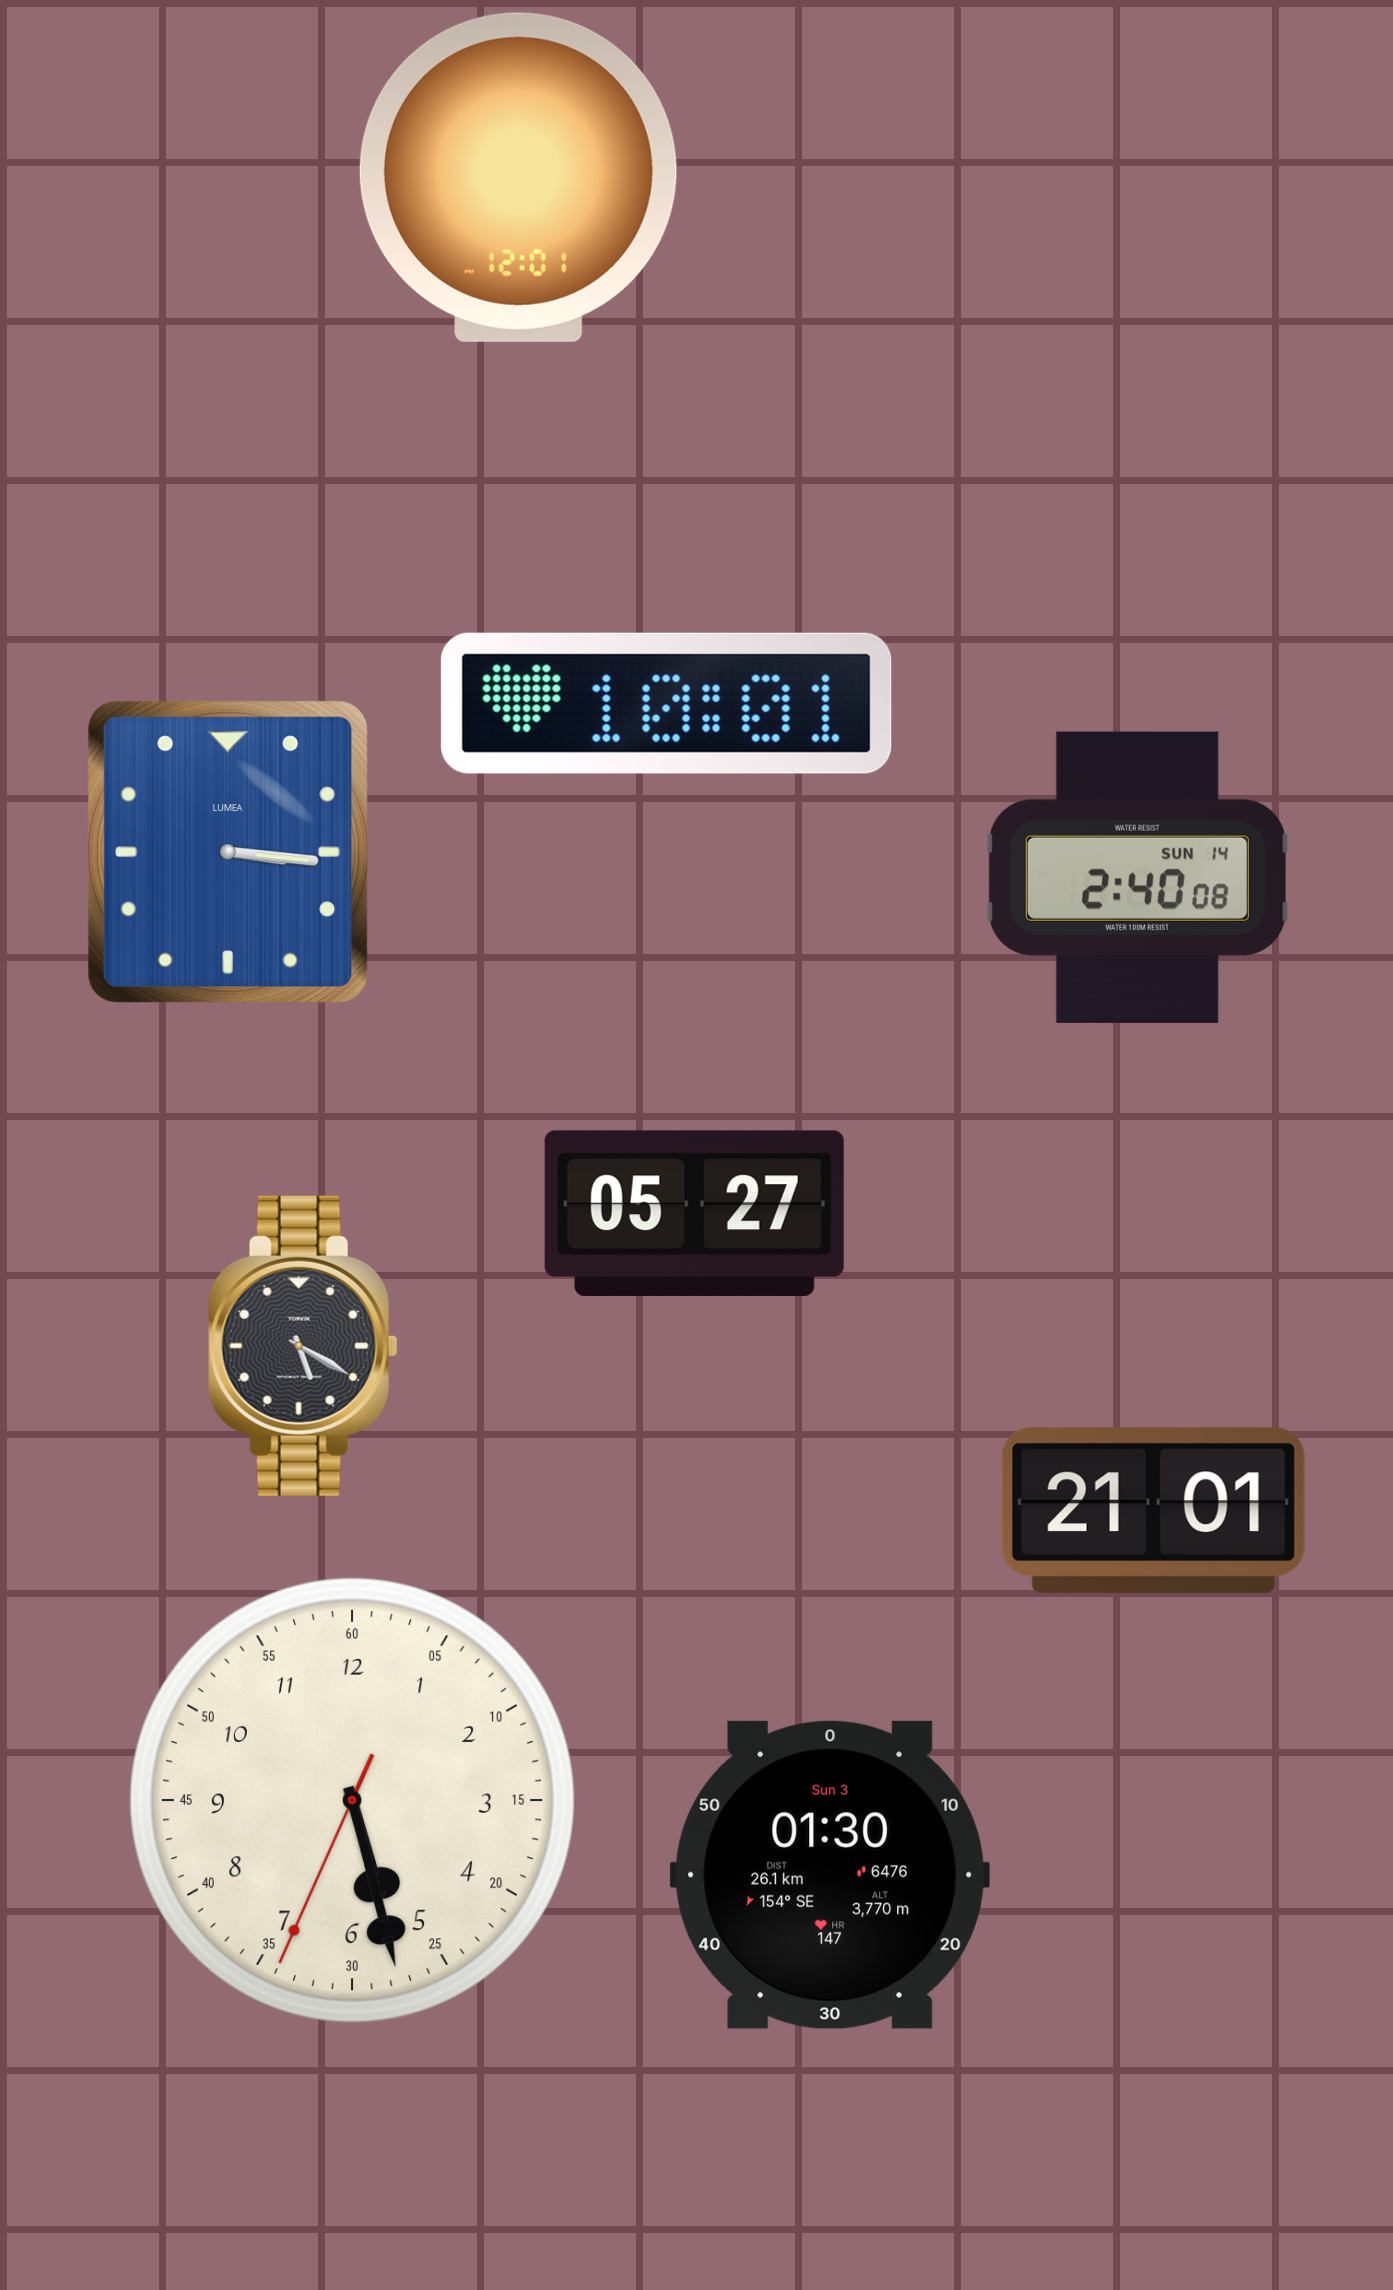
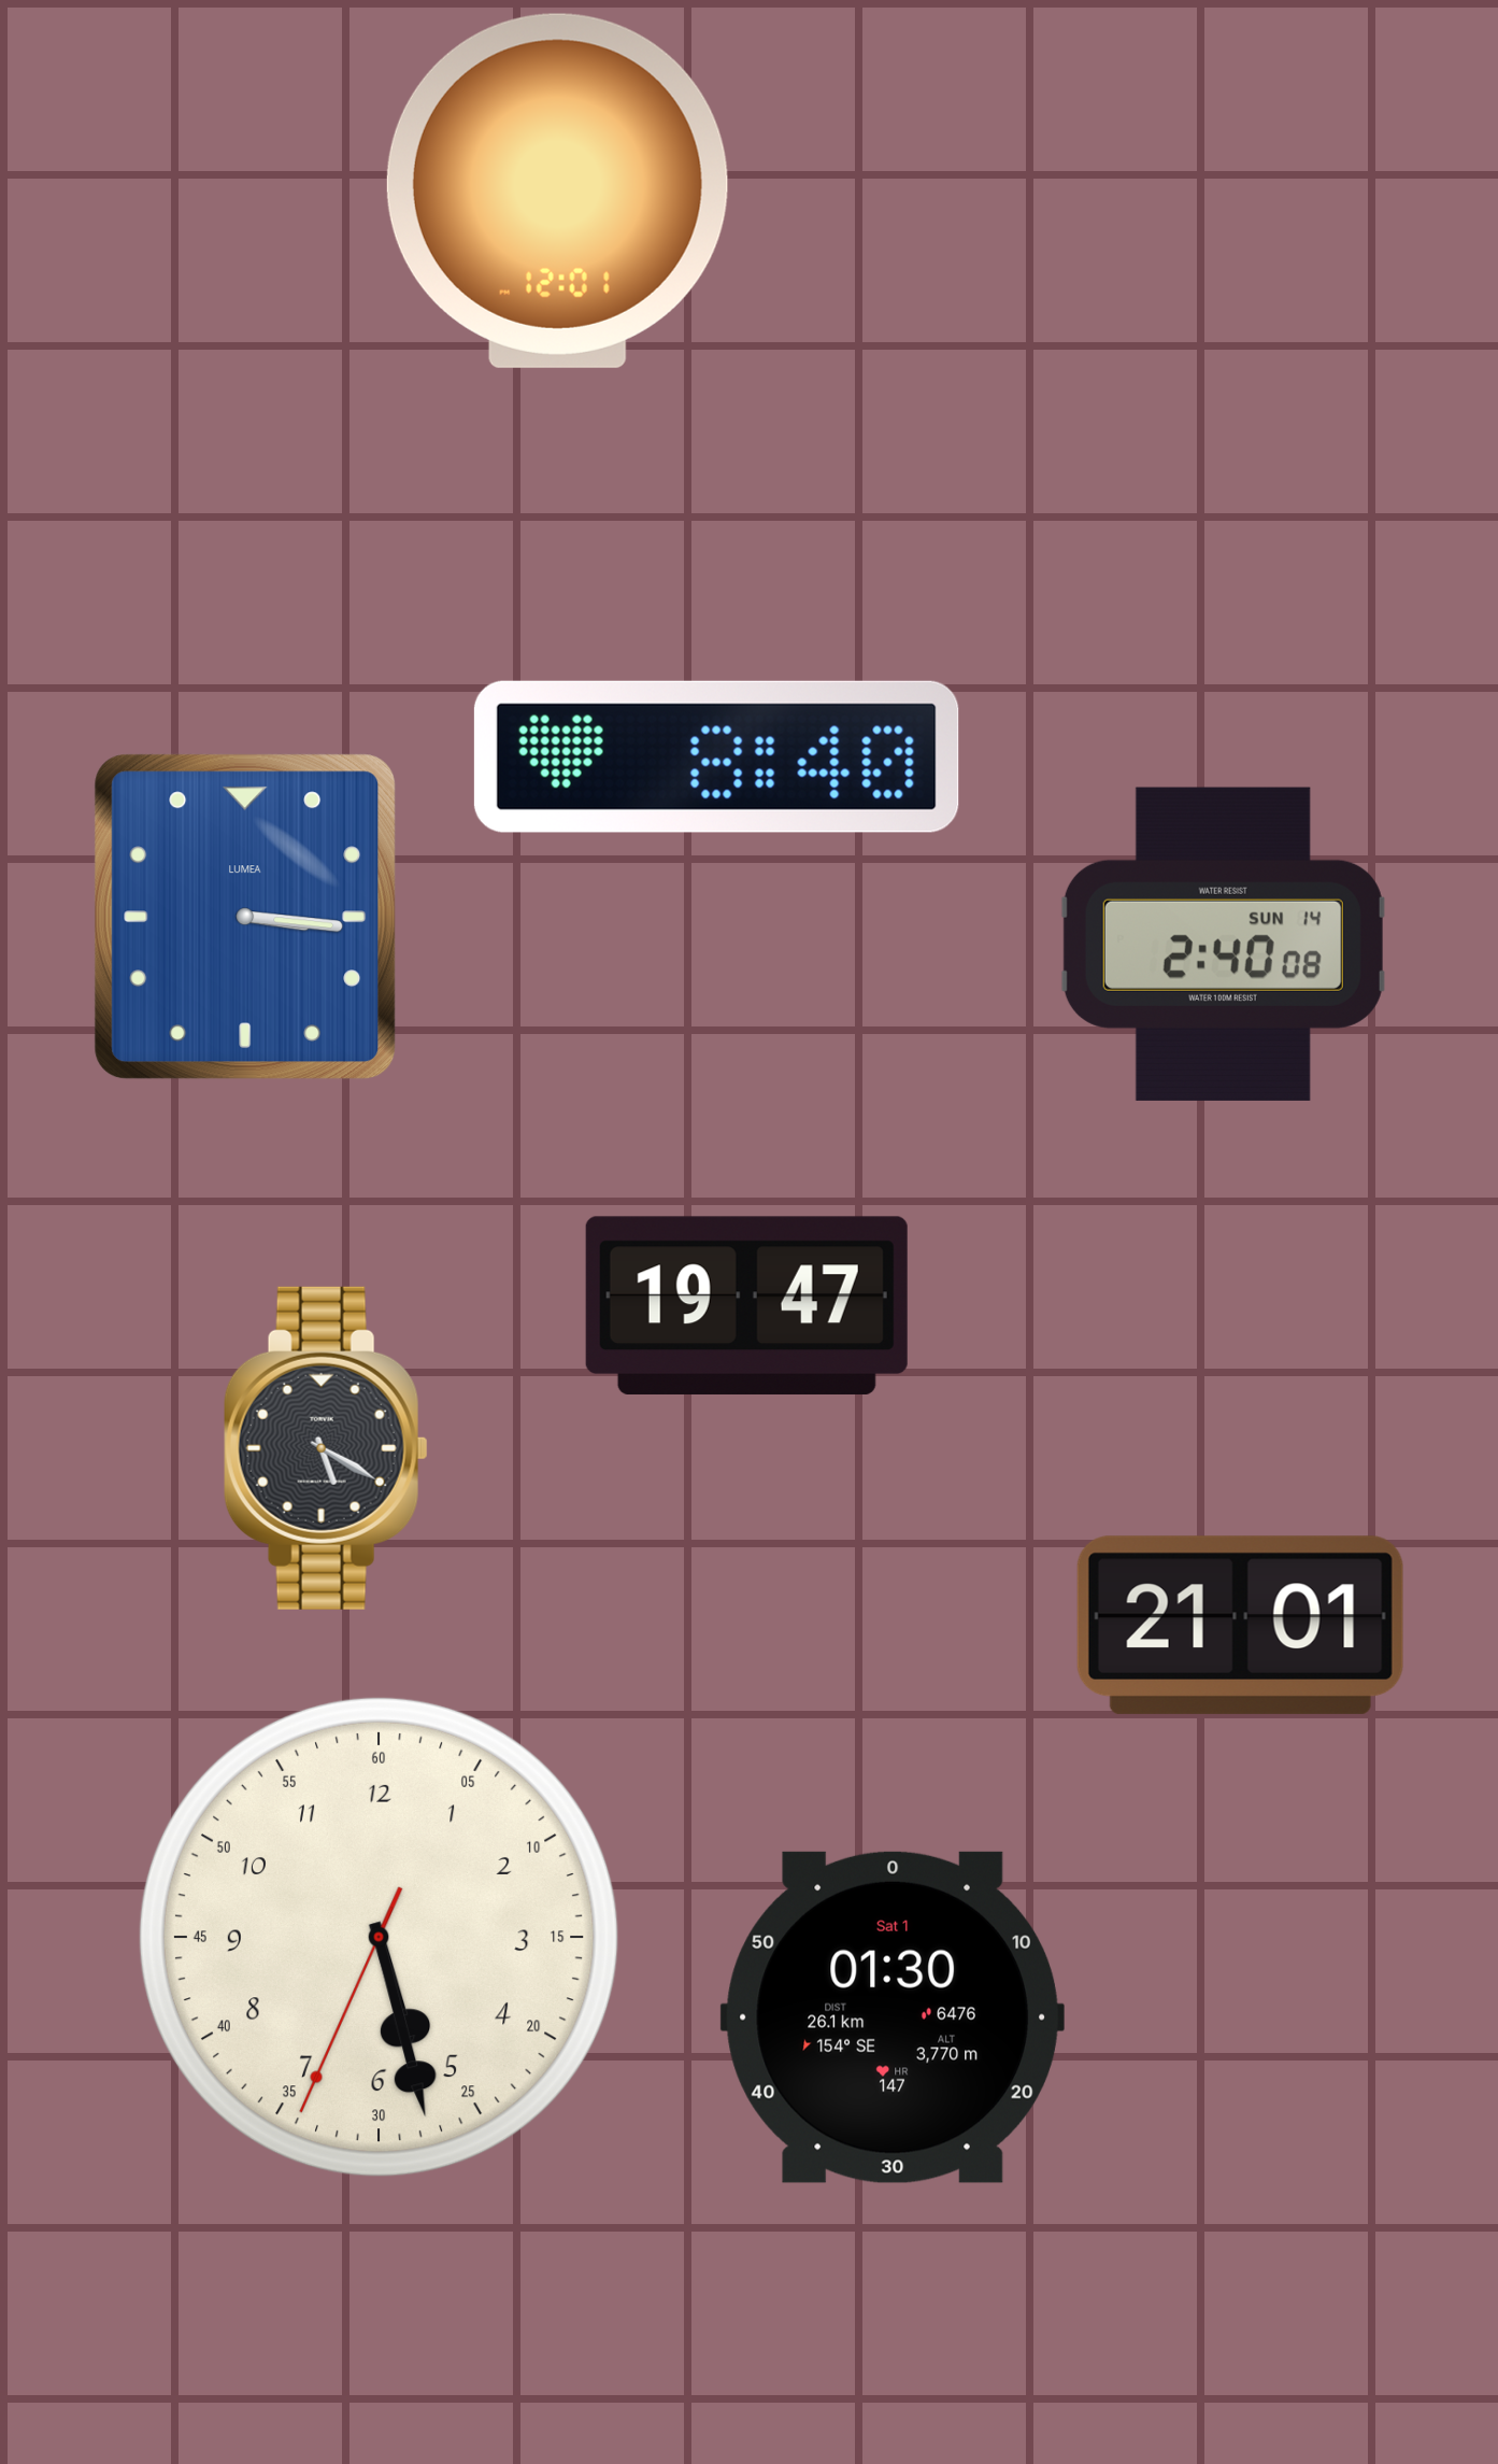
clock at (666, 703): 10:01 -> 8:40
clock at (694, 1213): 05:27 -> 19:47
clock at (830, 1875) date: Sun 3 -> Sat 1
